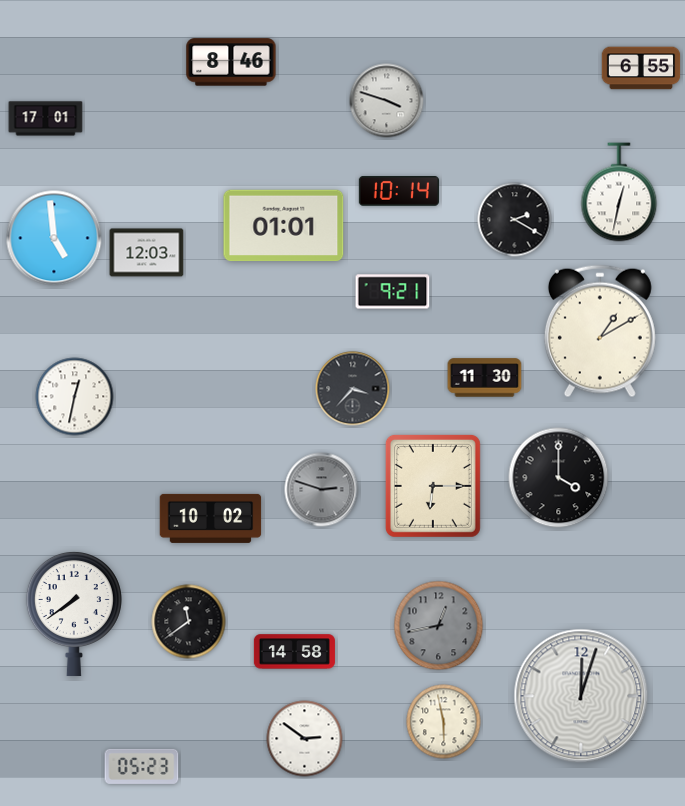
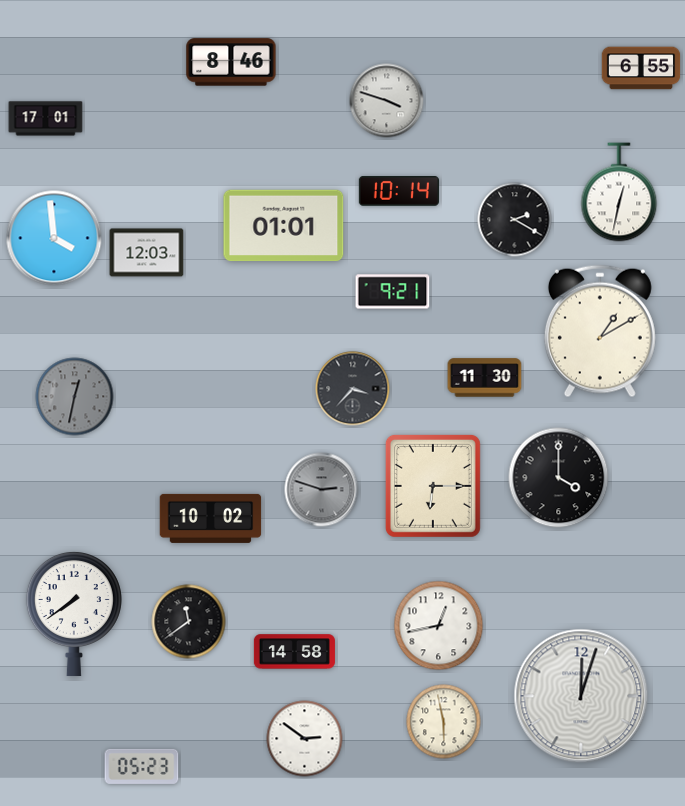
clock at (54, 238): 4:59 -> 3:59
clock at (75, 397) dial: white -> grey
clock at (439, 626) dial: grey -> white
